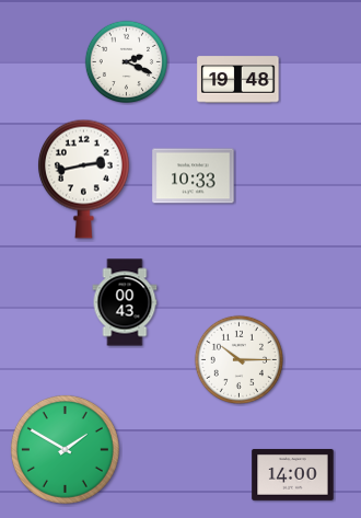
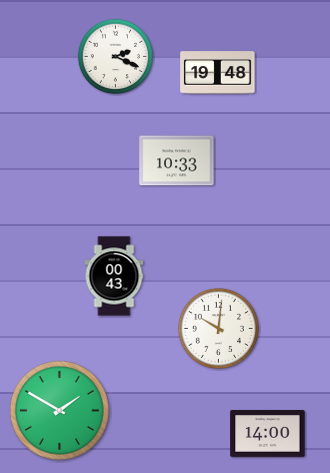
clock at (83, 179): 2:43 -> none
clock at (238, 359): 10:15 -> 10:01
